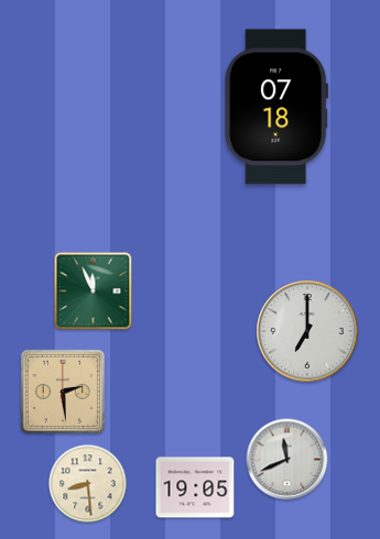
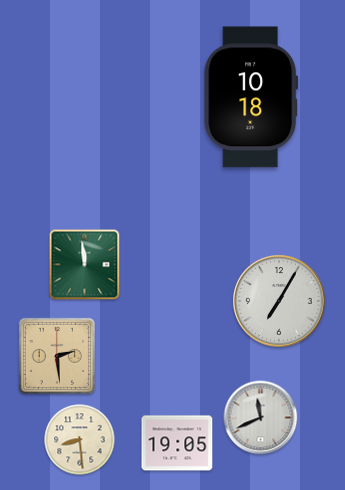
clock at (276, 107): 07:18 -> 10:18
clock at (94, 291): 11:56 -> 11:59
clock at (307, 331): 7:00 -> 7:05
